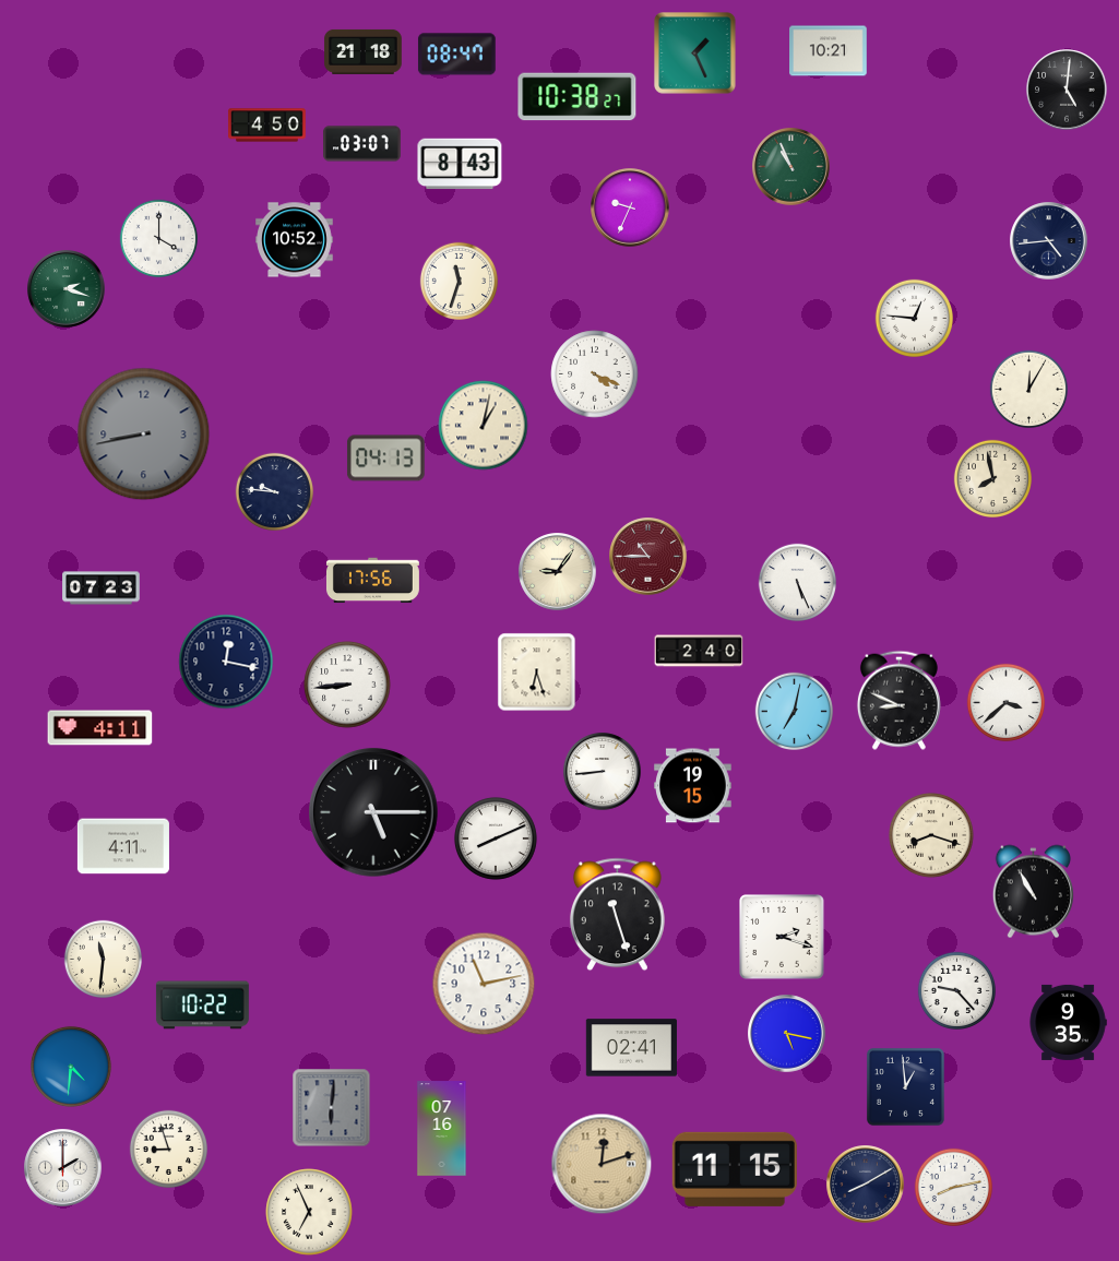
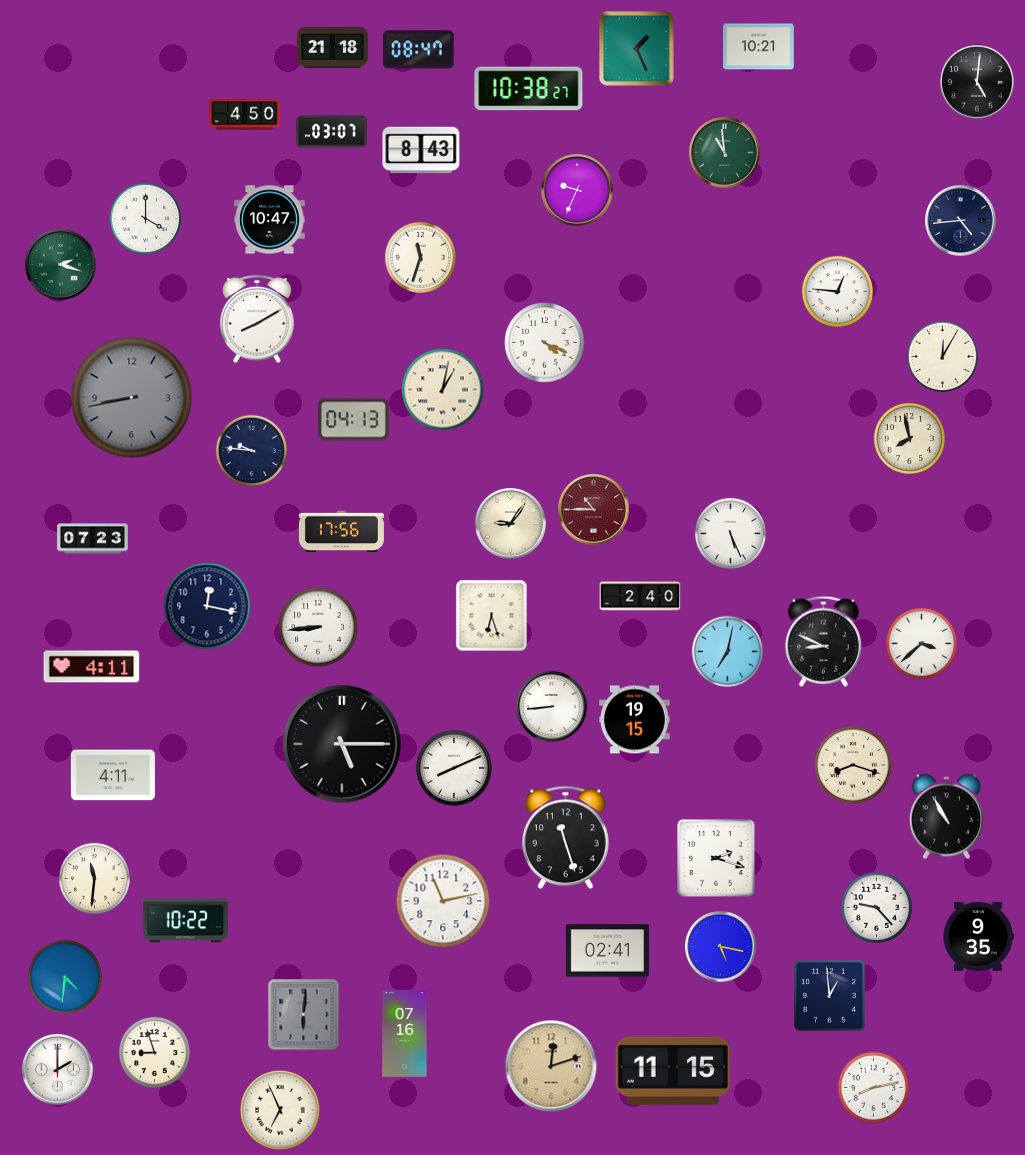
clock at (791, 167): 10:56 -> 10:59
clock at (295, 240): 10:52 -> 10:47
clock at (257, 319): none -> 8:10
clock at (631, 1048) position: (631, 1048) -> (607, 951)
clock at (866, 1185): 8:10 -> none
clock at (309, 1212) position: (309, 1212) -> (280, 1110)
